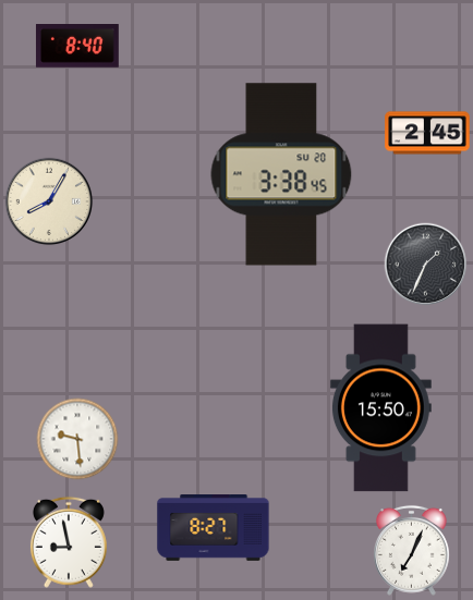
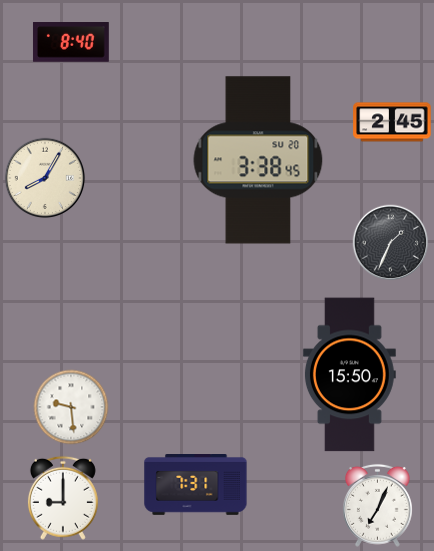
clock at (49, 201) position: (49, 201) -> (45, 178)
clock at (77, 439) position: (77, 439) -> (71, 407)
clock at (214, 528): 8:27 -> 7:31
clock at (69, 542): 8:58 -> 9:00
